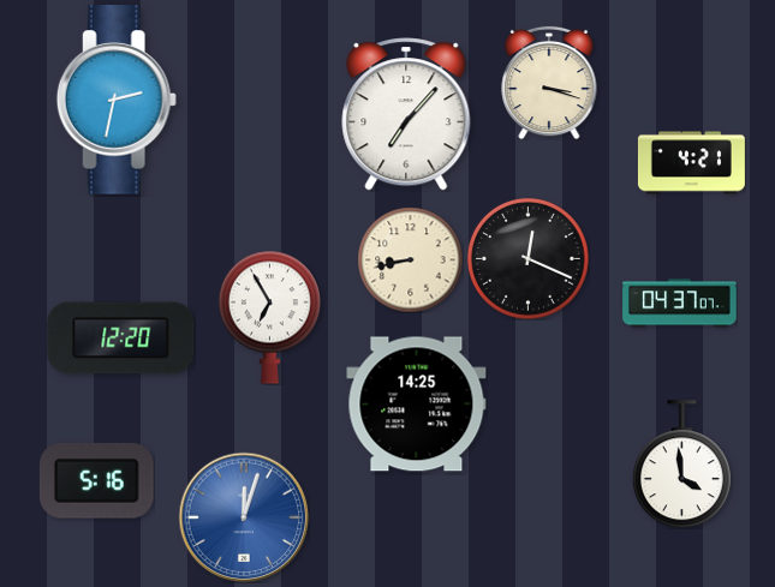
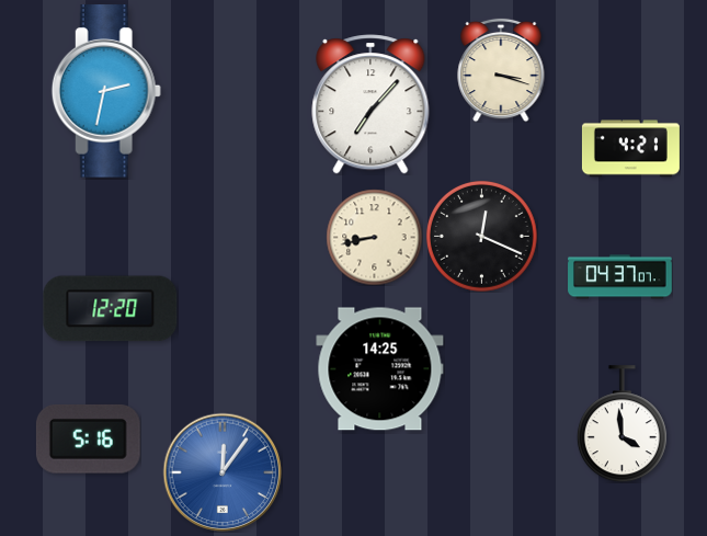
clock at (549, 83) position: (549, 83) -> (501, 70)
clock at (269, 317): 6:55 -> none
clock at (244, 517): 12:03 -> 12:06
